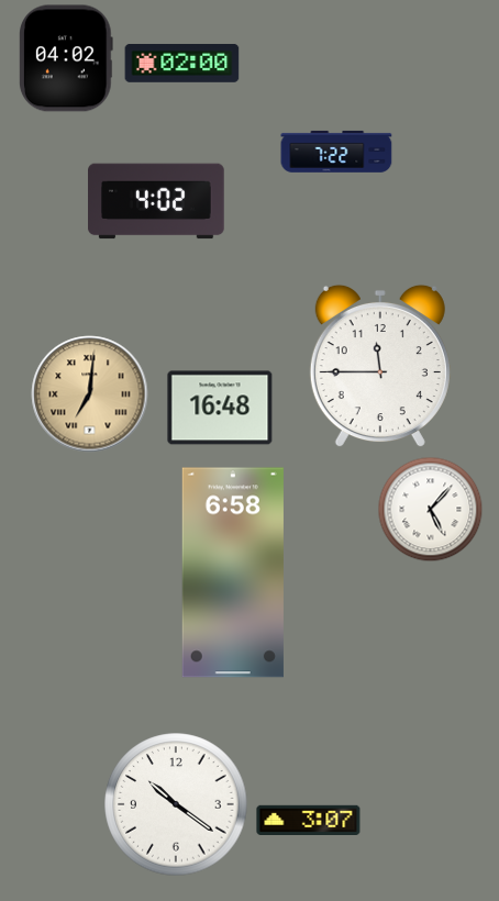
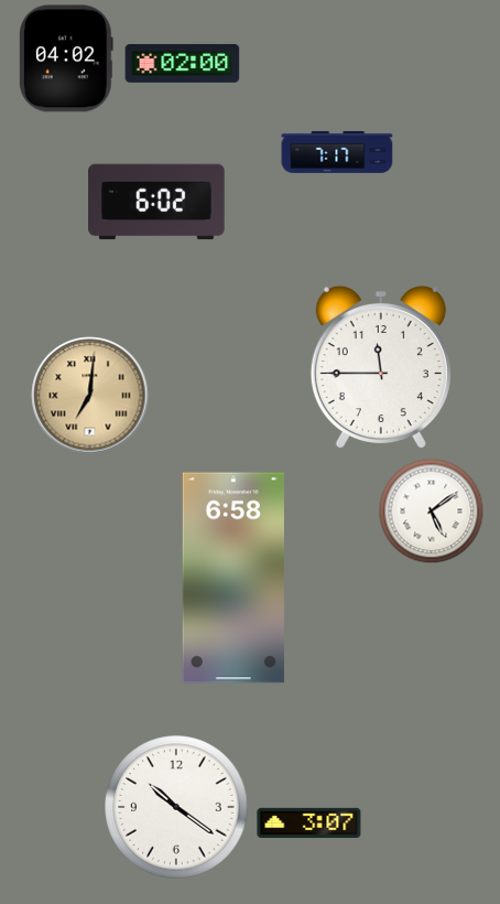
clock at (336, 152): 7:22 -> 7:17
clock at (156, 201): 4:02 -> 6:02
clock at (220, 408): 16:48 -> none
clock at (430, 509): 5:07 -> 5:09
clock at (233, 572) position: (233, 572) -> (233, 578)
